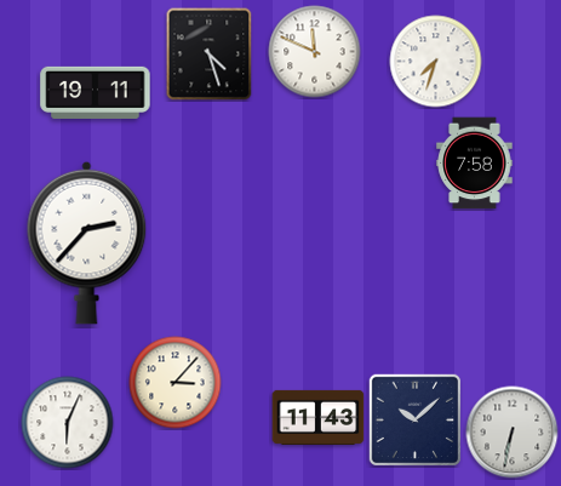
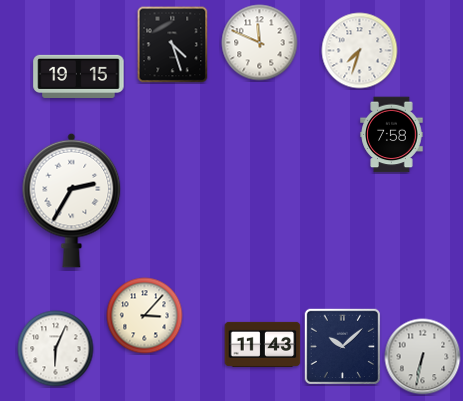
clock at (96, 92): 19:11 -> 19:15
clock at (87, 242): 2:37 -> 2:35
